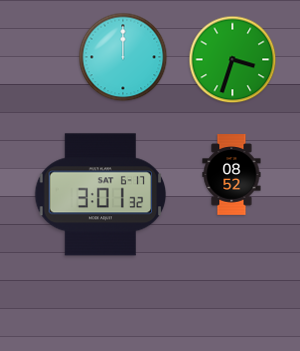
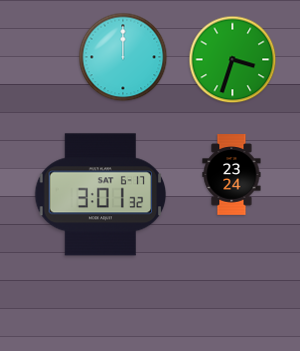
clock at (232, 175): 08:52 -> 23:24
